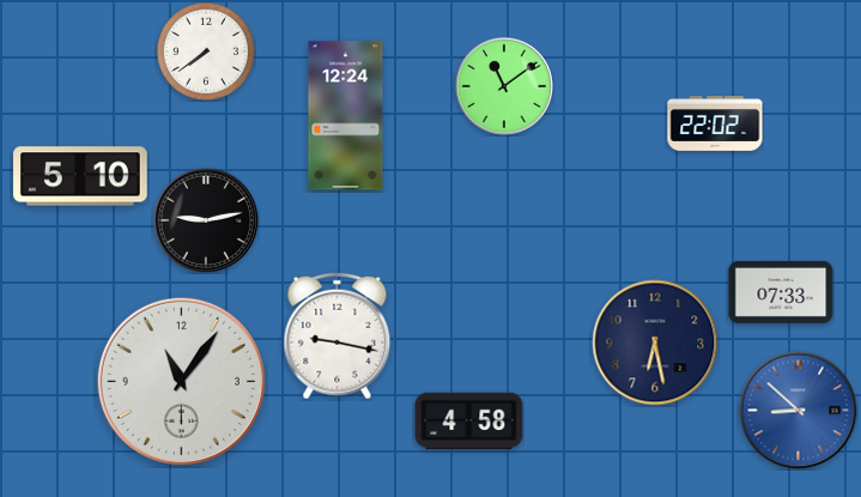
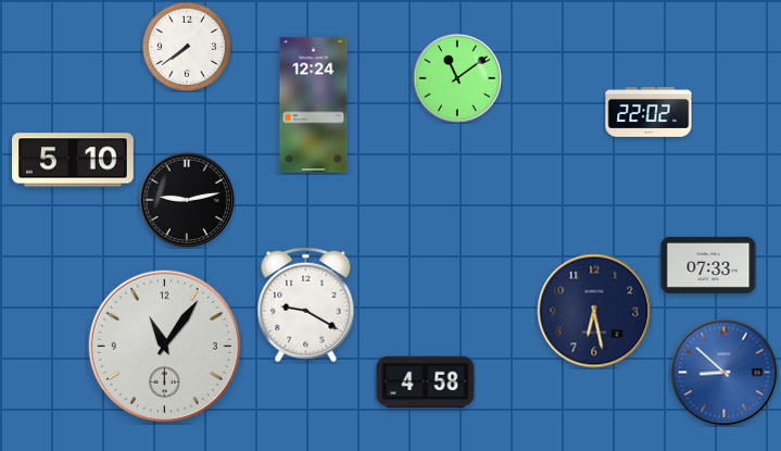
clock at (338, 337): 9:17 -> 9:20
